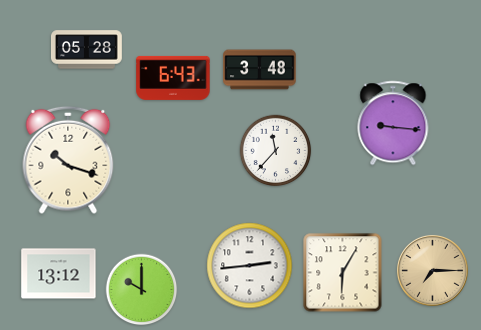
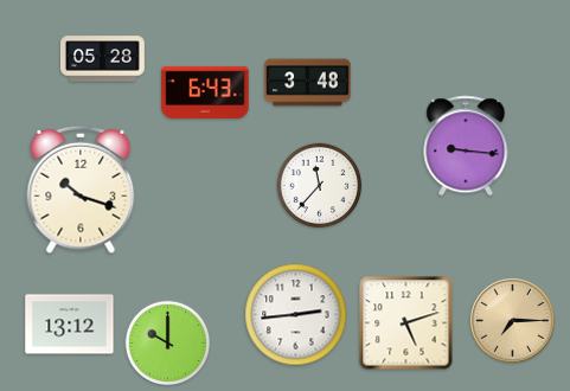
clock at (276, 151) position: (276, 151) -> (320, 186)
clock at (343, 273): 6:05 -> 5:12
